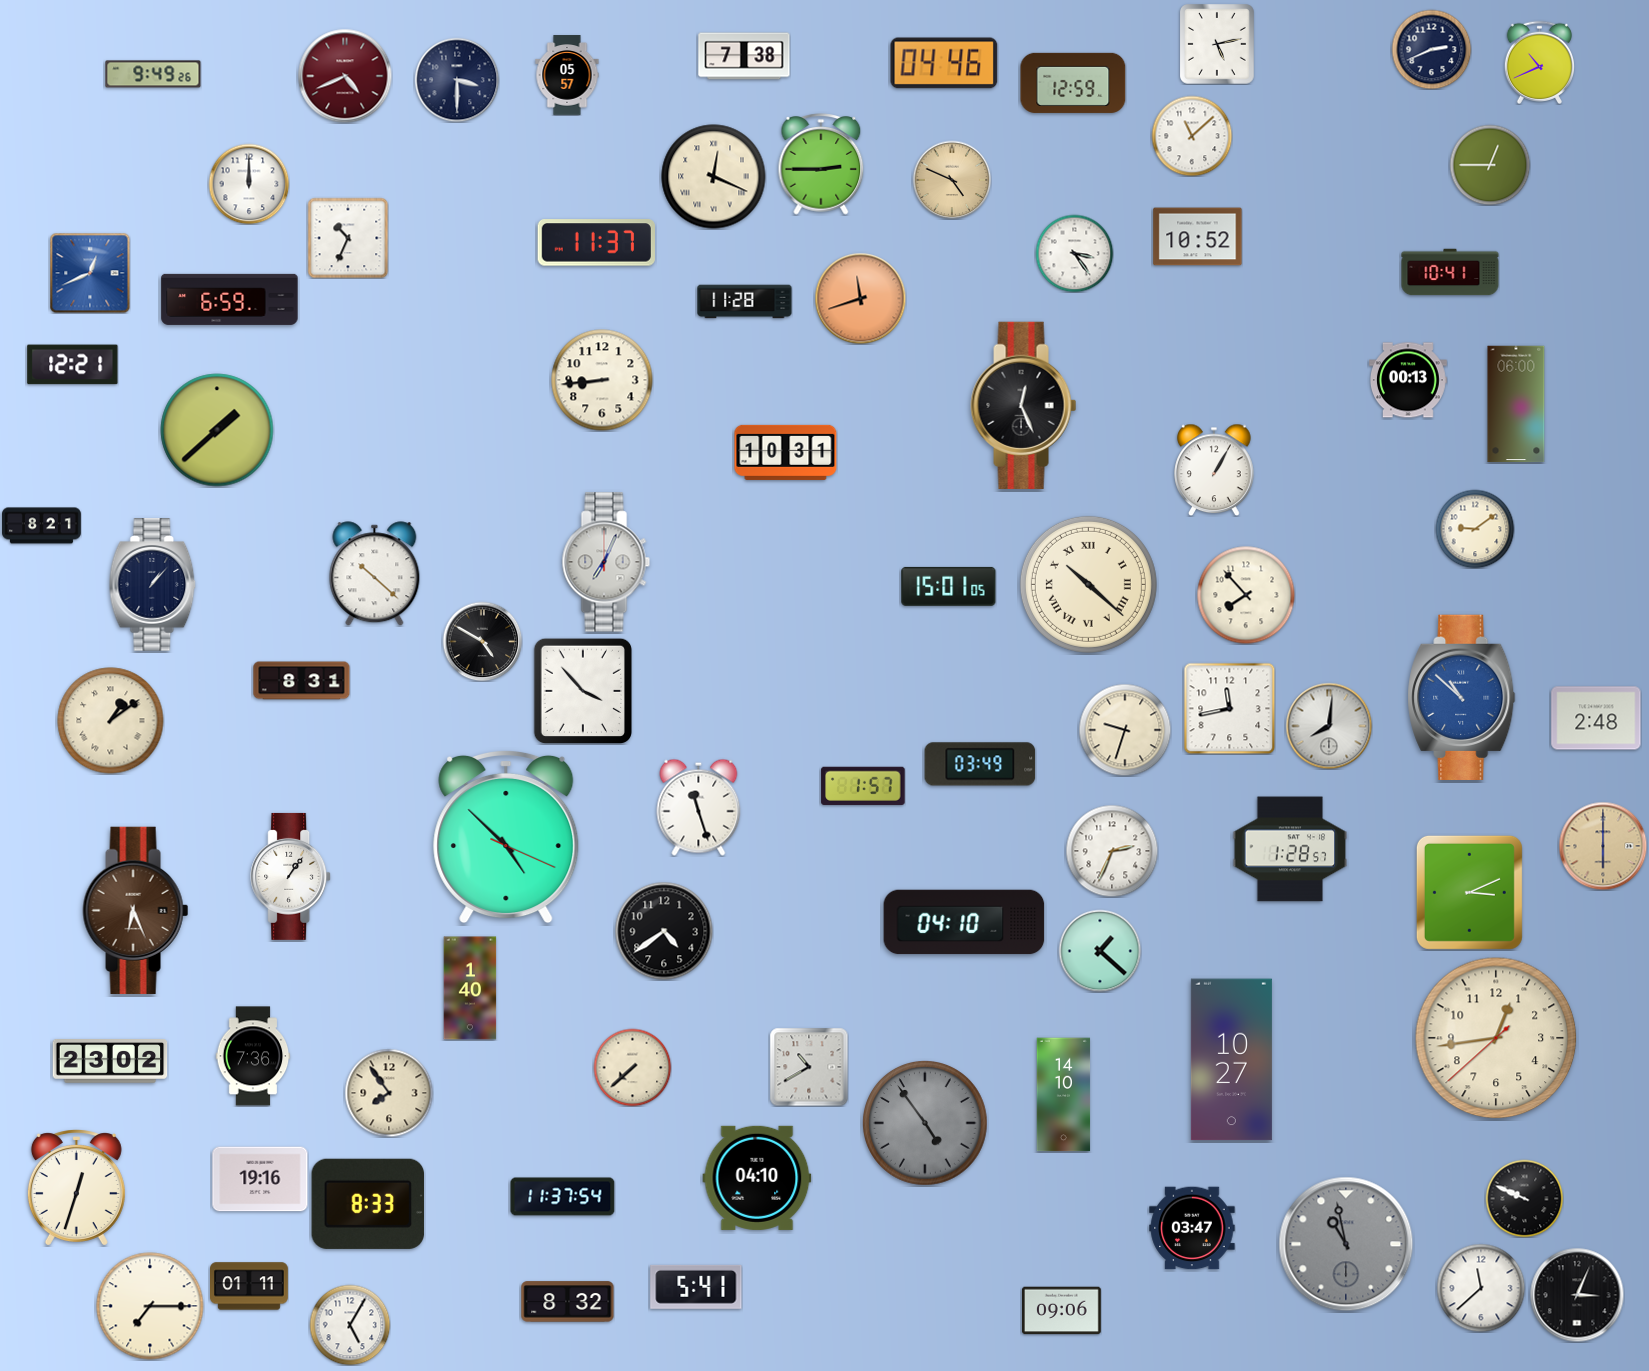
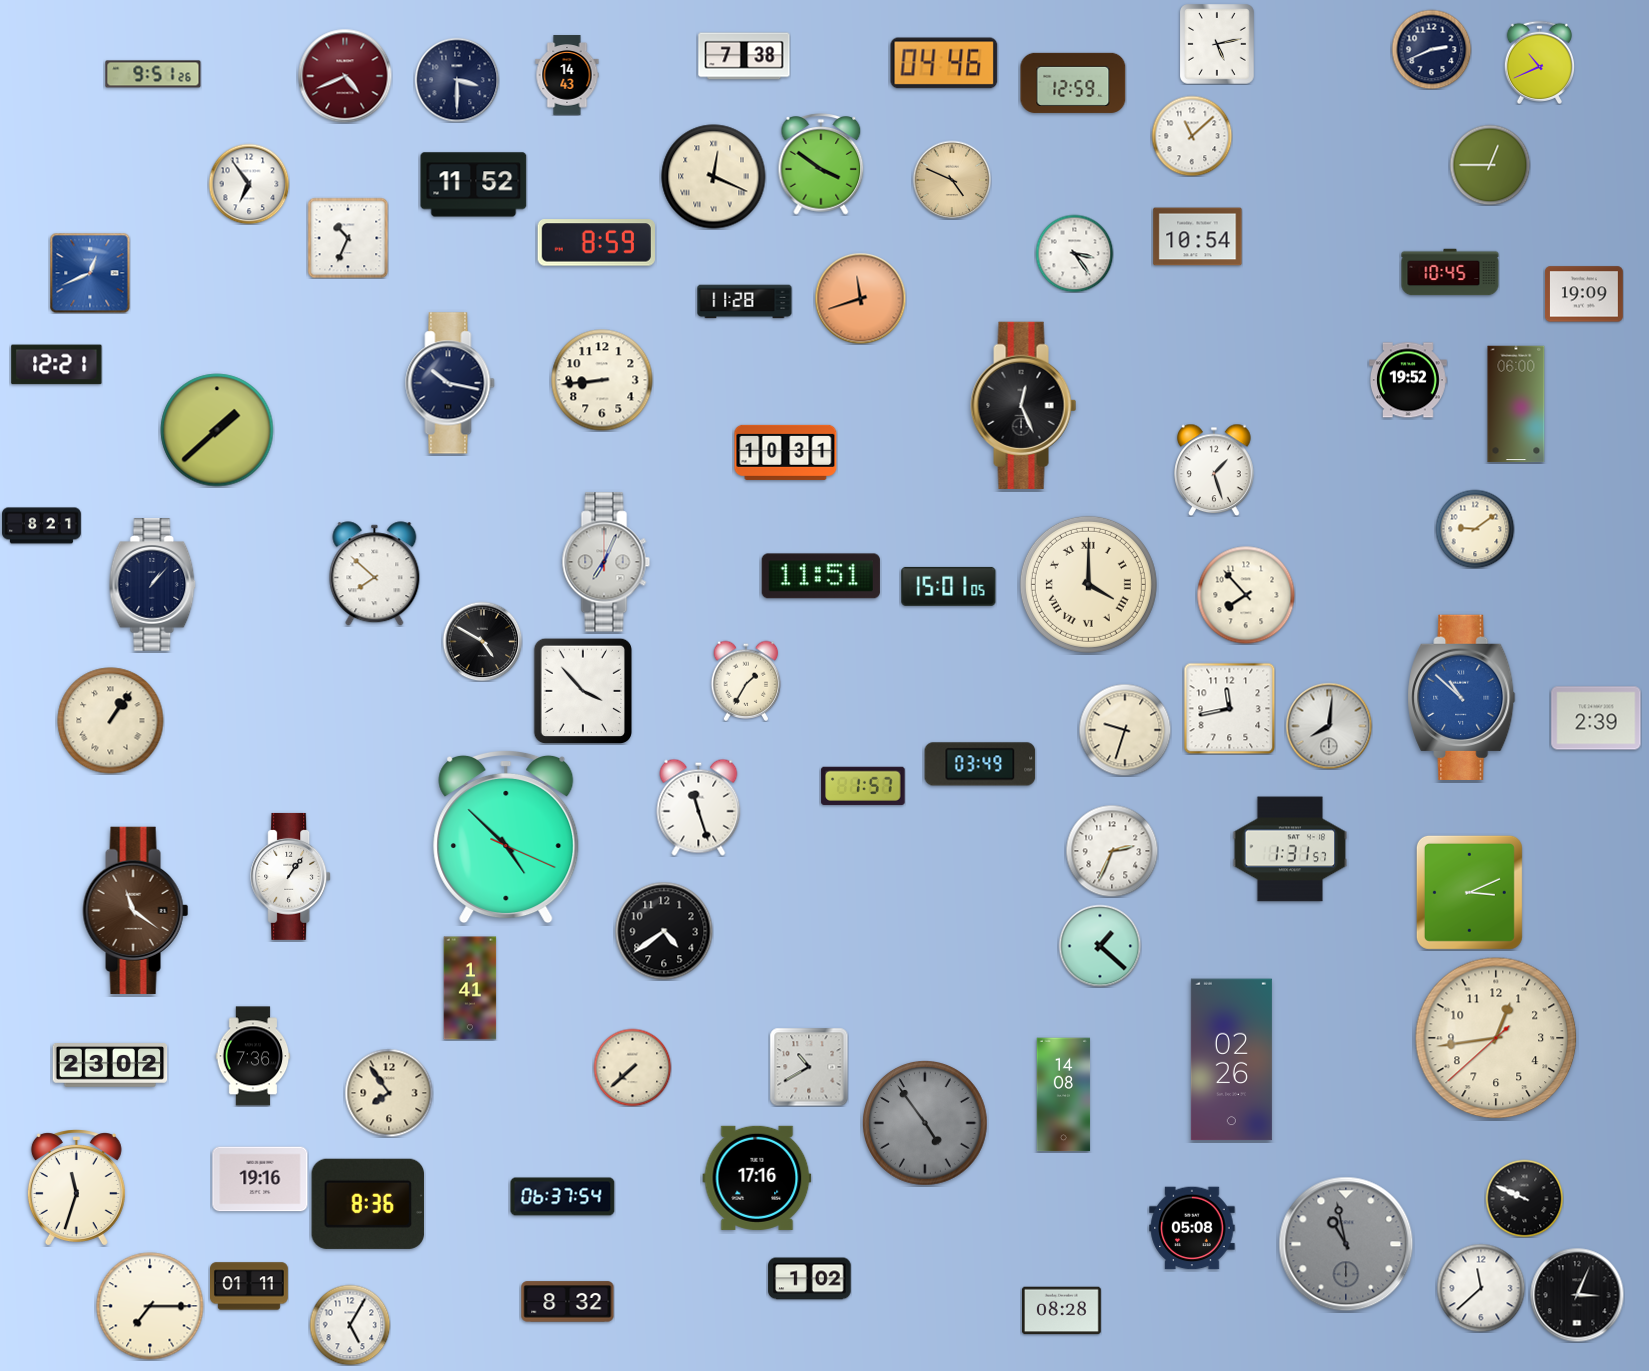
clock at (153, 74): 9:49 -> 9:51
clock at (567, 75): 05:57 -> 14:43
clock at (821, 164): 2:45 -> 3:51
clock at (249, 184): 12:00 -> 6:54
clock at (474, 185): none -> 11:52
clock at (1198, 237): 10:52 -> 10:54
clock at (596, 243): 11:37 -> 8:59
clock at (1450, 272): 10:41 -> 10:45
clock at (1584, 294): none -> 19:09
clock at (230, 299): 6:59 -> none
clock at (73, 365) position: (73, 365) -> (57, 365)
clock at (1408, 380): 00:13 -> 19:52
clock at (450, 383): none -> 10:17
clock at (1214, 470): 1:05 -> 1:27
clock at (375, 574): 10:22 -> 7:52
clock at (821, 576): none -> 11:51
clock at (1088, 584): 10:22 -> 4:00
clock at (302, 681): 8:31 -> none
clock at (746, 681): none -> 1:35
clock at (1596, 718): 2:48 -> 2:39
clock at (111, 721): 1:09 -> 1:06
clock at (1603, 846): 6:00 -> none
clock at (1290, 849): 1:28 -> 1:31
clock at (136, 910): 6:26 -> 11:21
clock at (964, 922): 04:10 -> none
clock at (1100, 951) position: (1100, 951) -> (1100, 946)
clock at (470, 988): 1:40 -> 1:41
clock at (1231, 1060): 10:27 -> 02:26
clock at (110, 1062) position: (110, 1062) -> (110, 1066)
clock at (1064, 1095): 14:10 -> 14:08
clock at (757, 1178): 04:10 -> 17:16
clock at (76, 1188): 12:33 -> 11:33
clock at (563, 1197): 11:37 -> 06:37
clock at (368, 1204): 8:33 -> 8:36
clock at (1192, 1228): 03:47 -> 05:08
clock at (810, 1279): none -> 1:02
clock at (696, 1287): 5:41 -> none
clock at (1062, 1311): 09:06 -> 08:28
